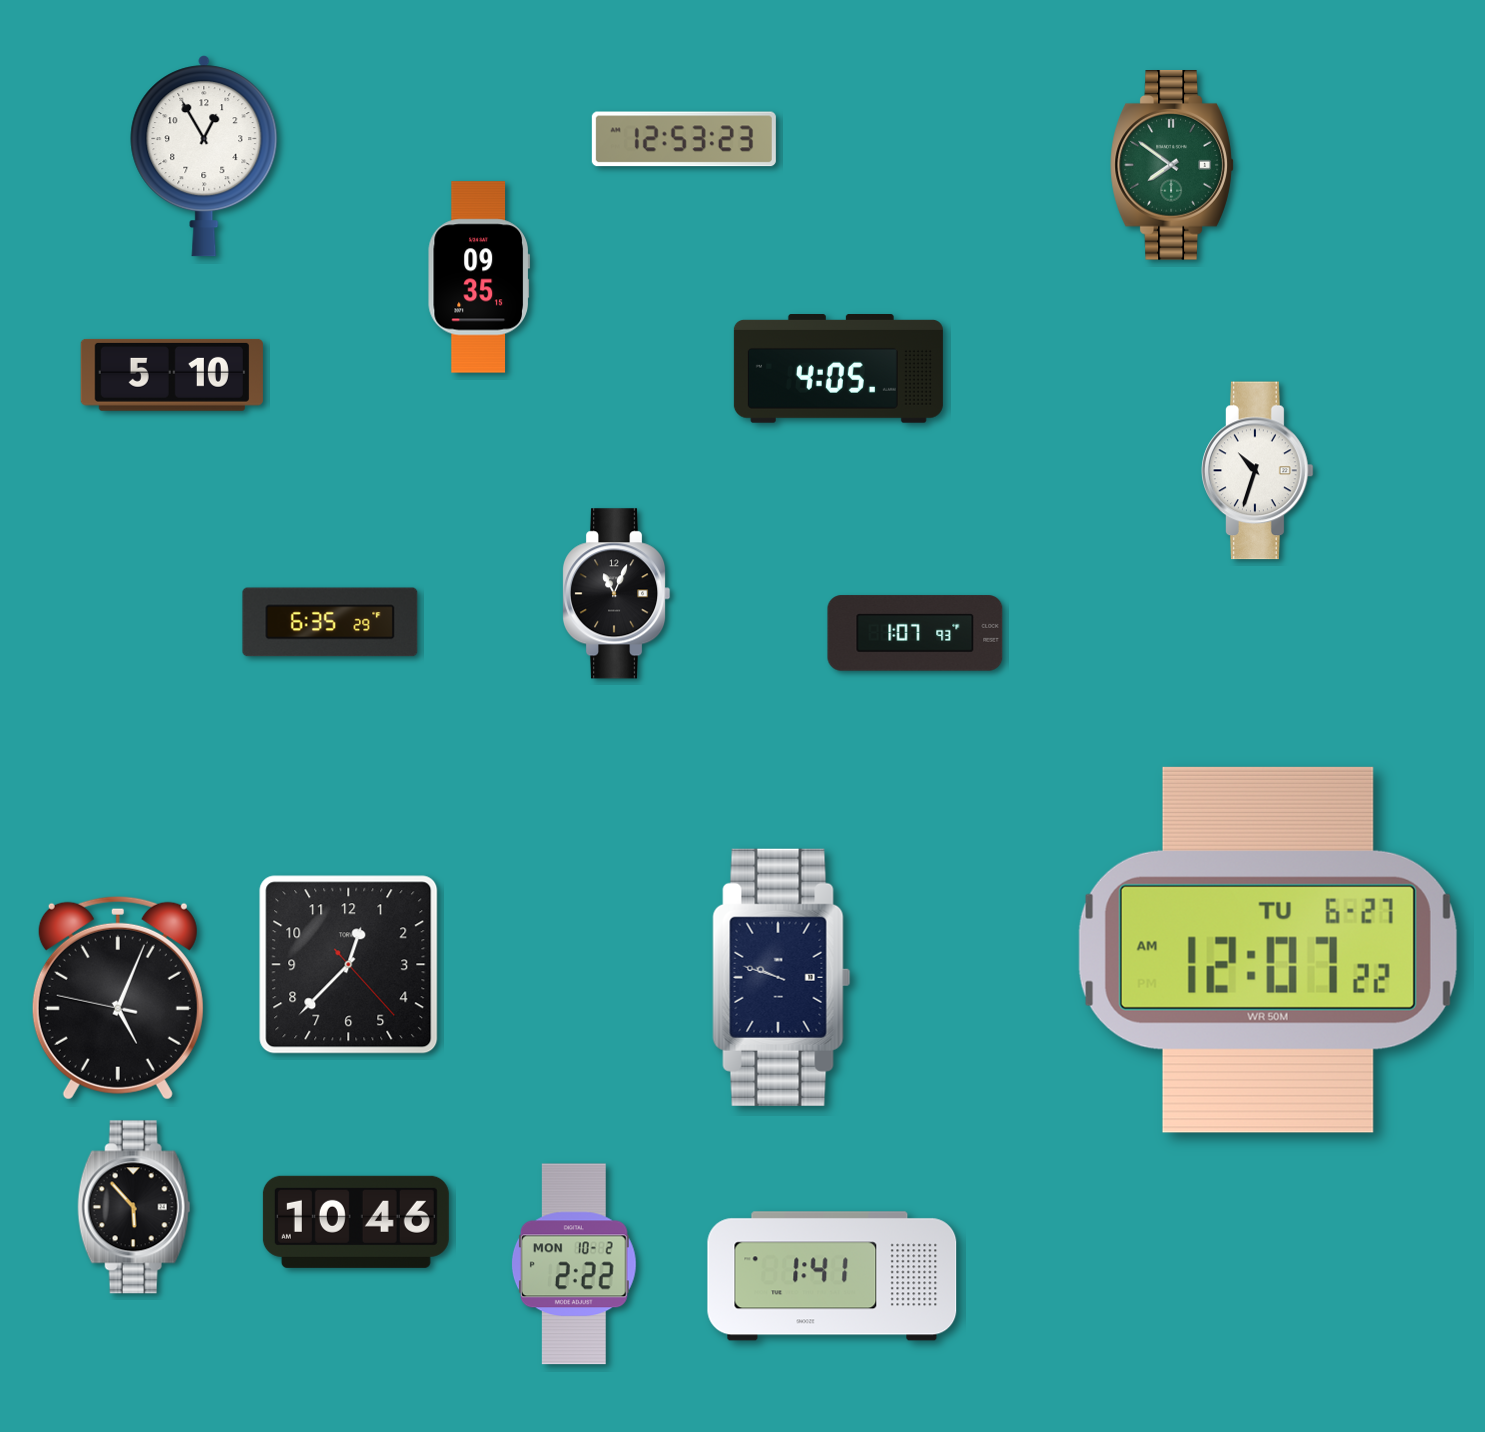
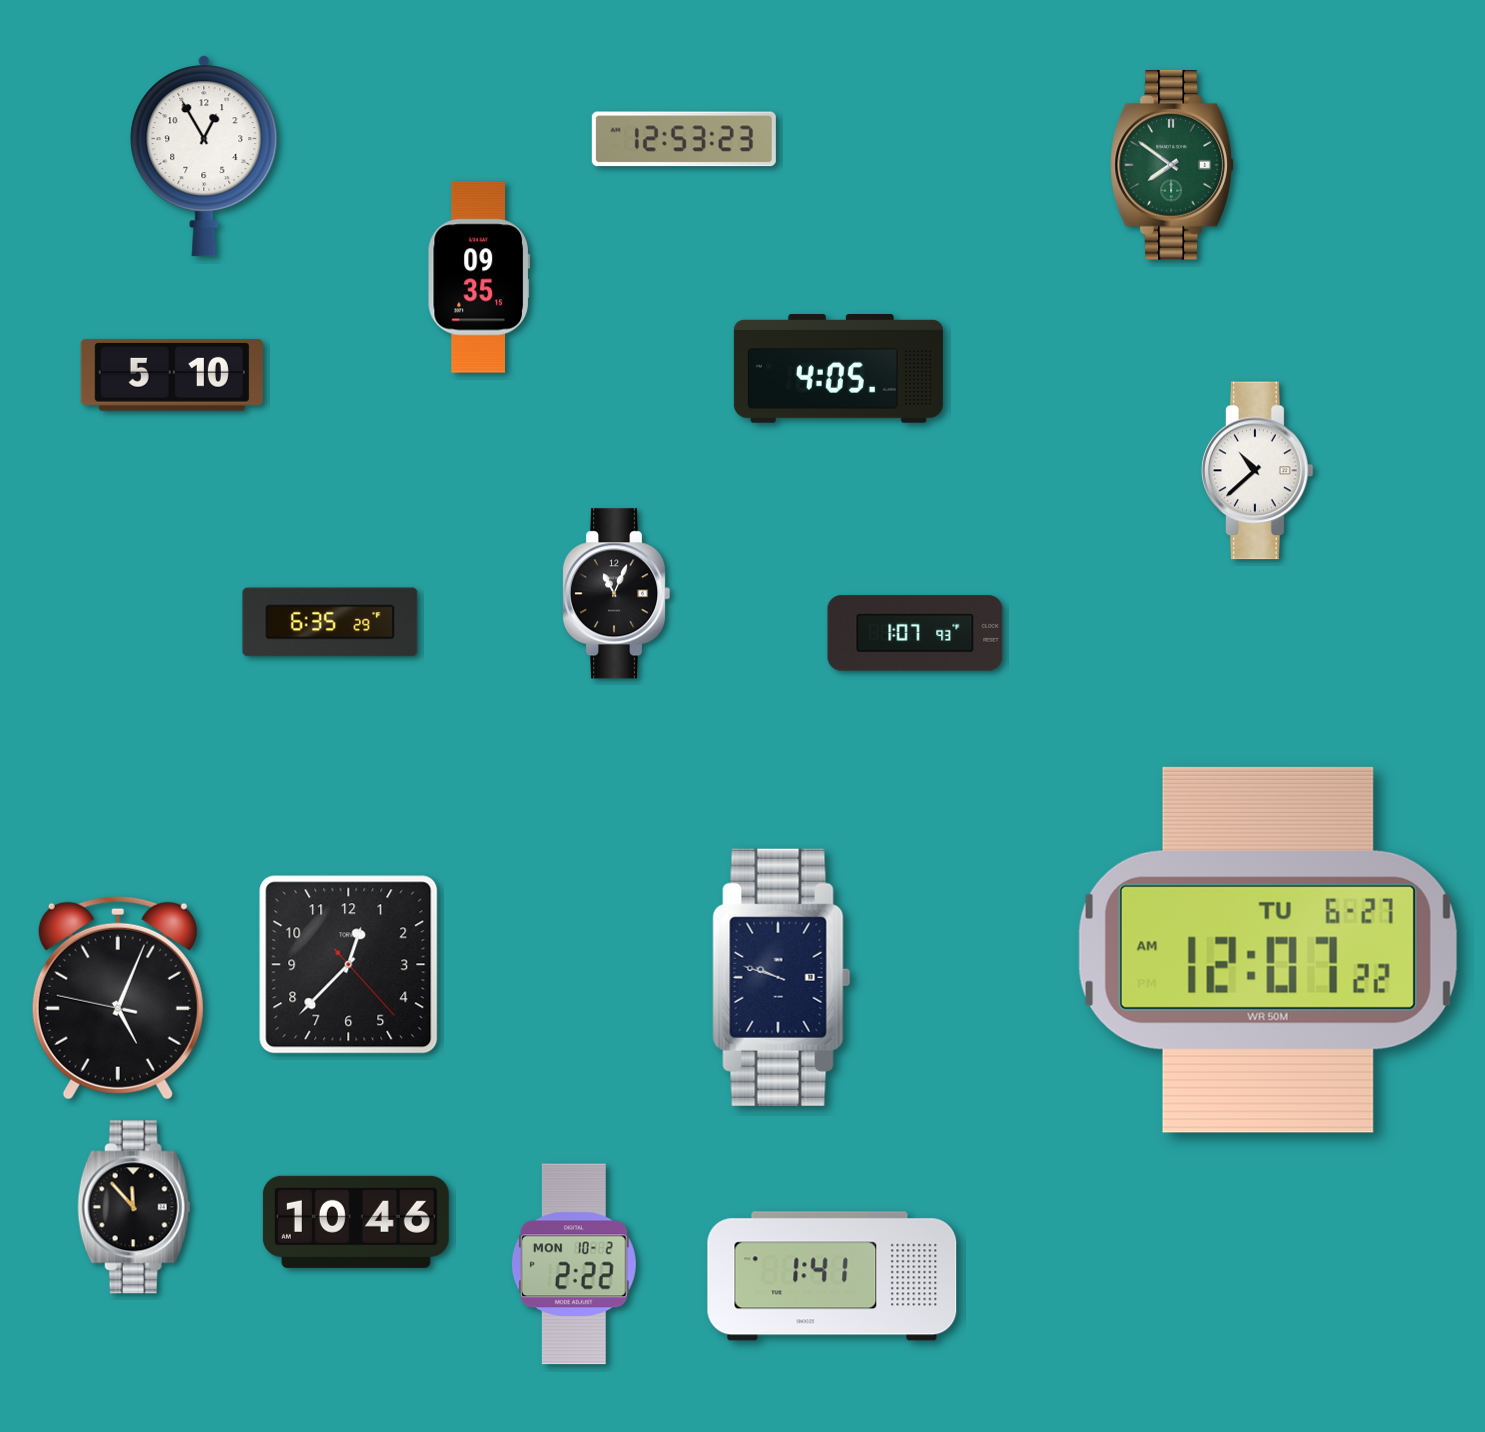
clock at (1258, 471): 10:33 -> 10:38
clock at (134, 1207): 5:53 -> 11:53
